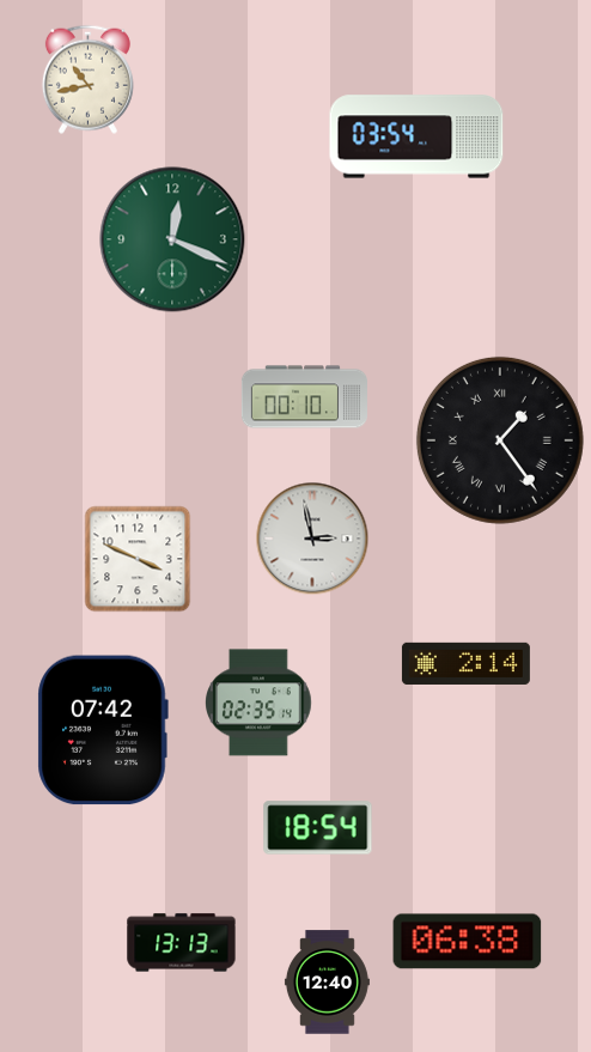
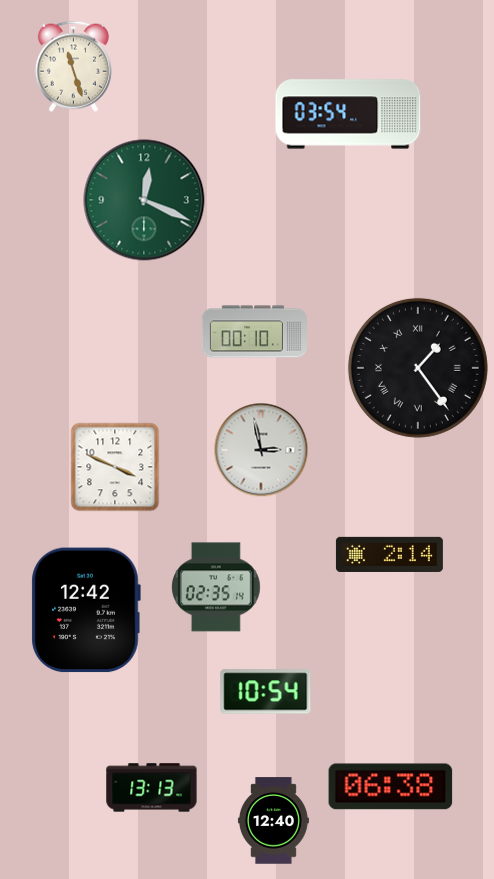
clock at (87, 79): 10:43 -> 11:27
clock at (103, 730): 07:42 -> 12:42
clock at (318, 828): 18:54 -> 10:54
